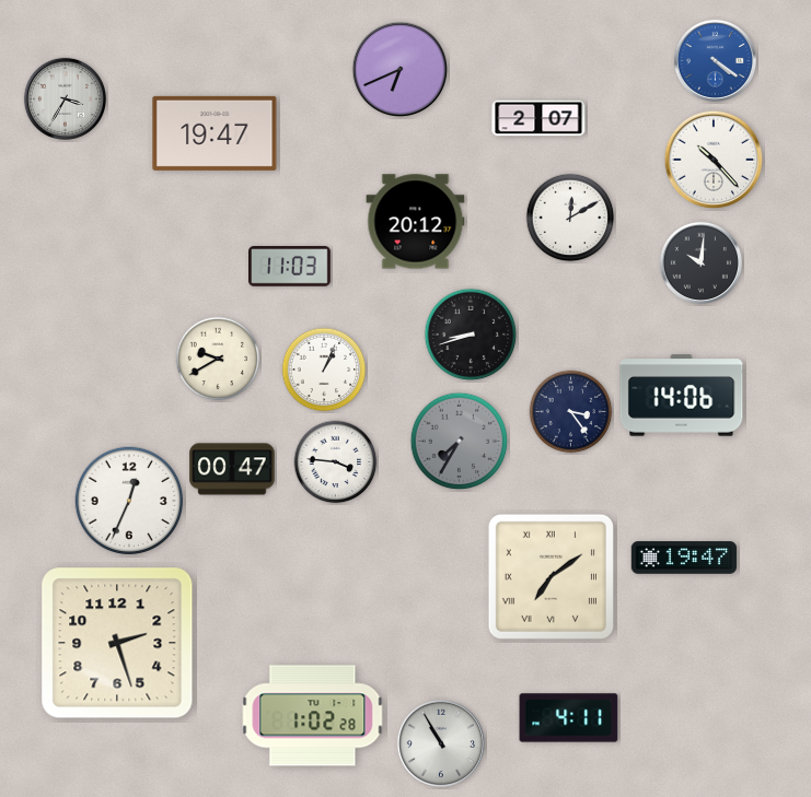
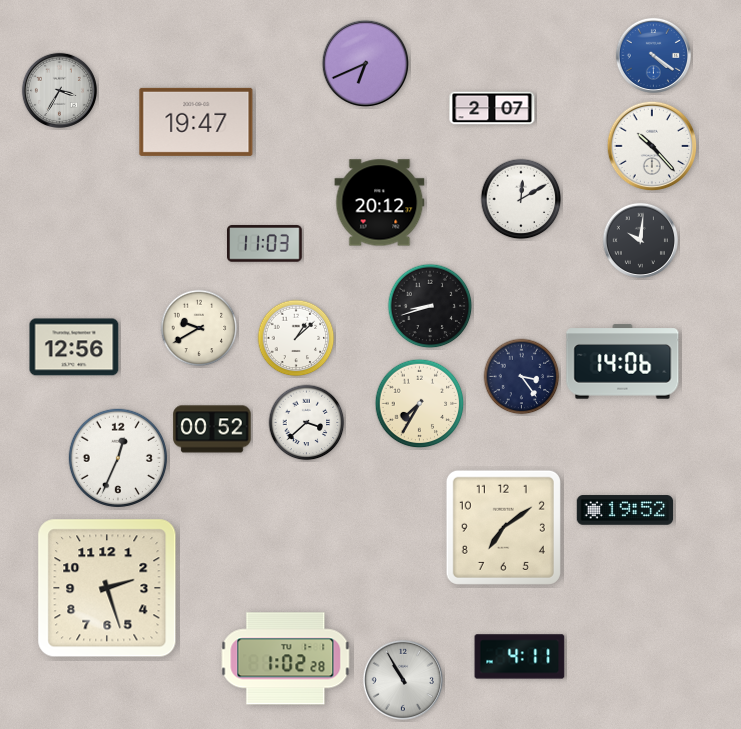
clock at (324, 370): 1:04 -> 1:08
clock at (74, 347): none -> 12:56
clock at (460, 442) dial: grey -> cream
clock at (336, 462): 3:46 -> 3:38
clock at (232, 469): 00:47 -> 00:52
clock at (684, 558): 19:47 -> 19:52
clock at (551, 576) numerals: Roman -> Arabic
clock at (313, 716) position: (313, 716) -> (286, 659)
